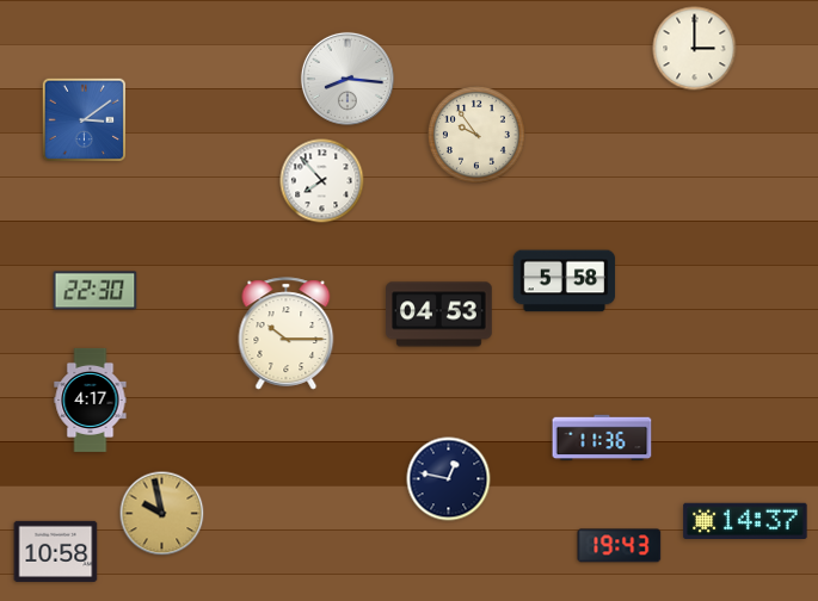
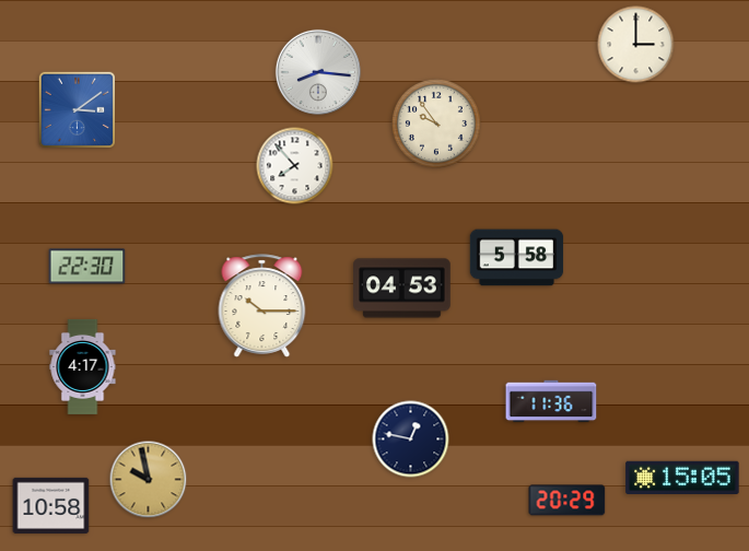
clock at (162, 514) position: (162, 514) -> (149, 480)
clock at (745, 521): 14:37 -> 15:05
clock at (620, 546): 19:43 -> 20:29
